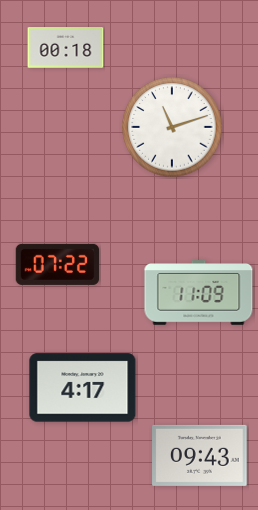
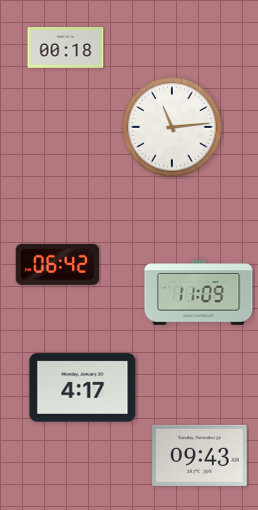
clock at (172, 127): 11:12 -> 11:14
clock at (58, 264): 07:22 -> 06:42
